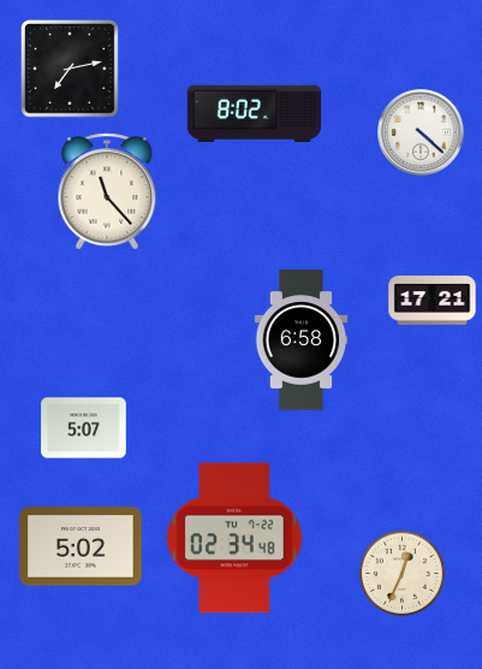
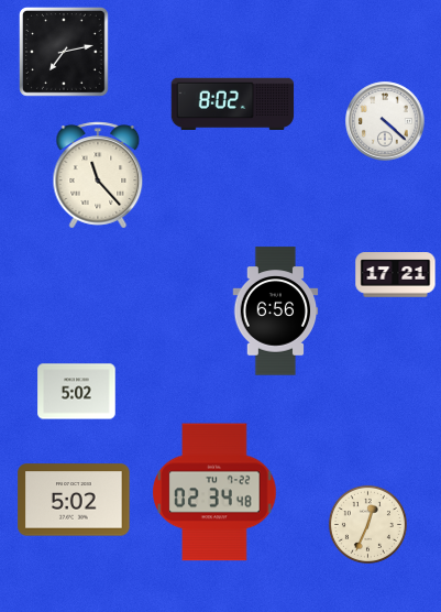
clock at (71, 70) position: (71, 70) -> (65, 53)
clock at (302, 341): 6:58 -> 6:56
clock at (84, 428): 5:07 -> 5:02
